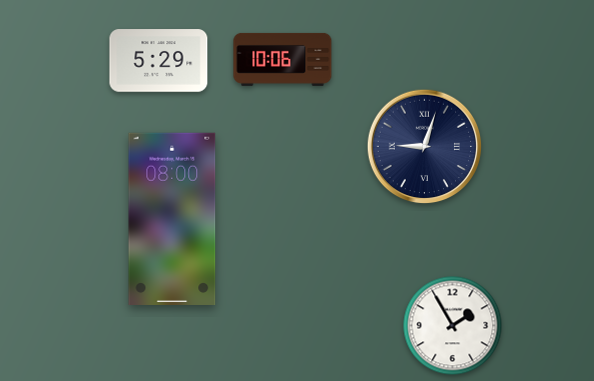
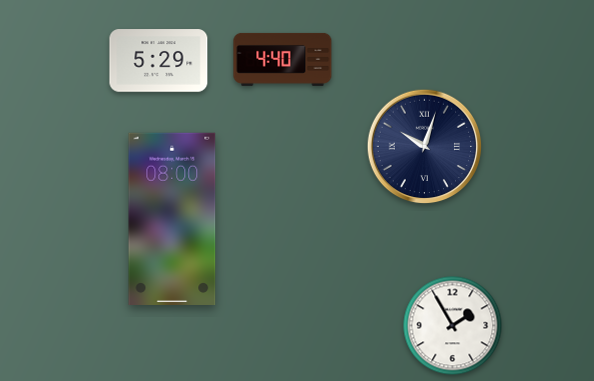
clock at (283, 59): 10:06 -> 4:40
clock at (425, 147): 9:03 -> 10:03
